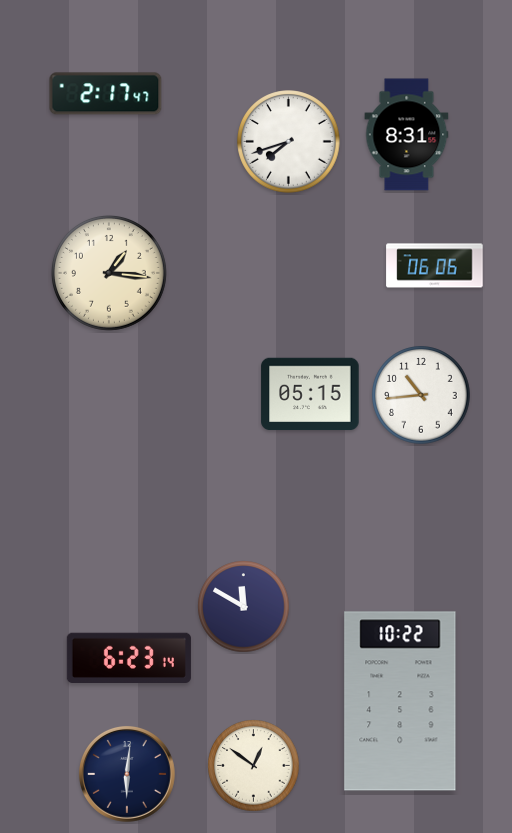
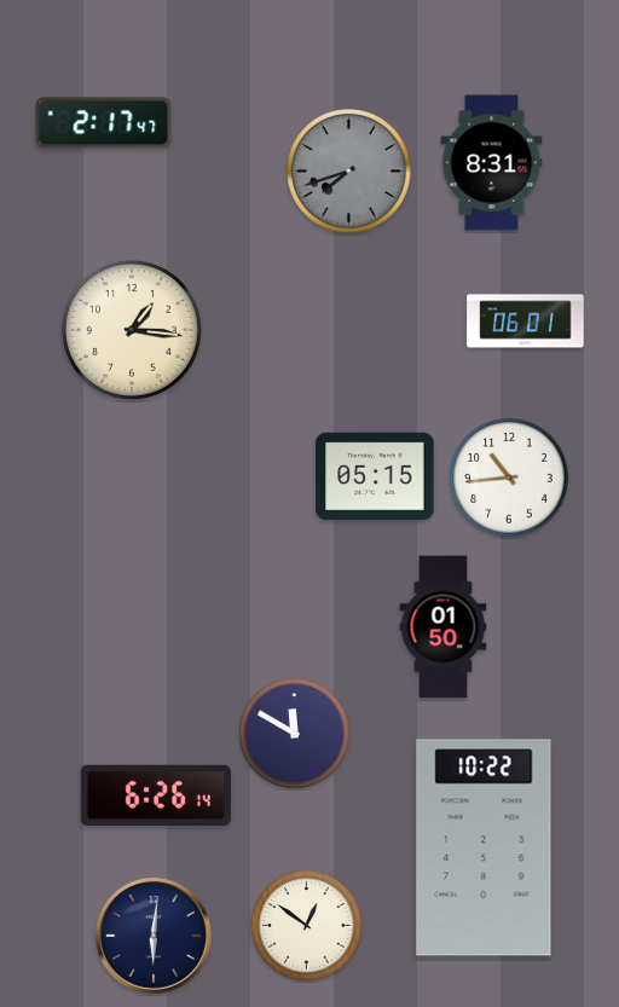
clock at (106, 94) position: (106, 94) -> (104, 123)
clock at (289, 142) dial: white -> grey
clock at (435, 266): 06:06 -> 06:01
clock at (444, 627): none -> 01:50
clock at (129, 658): 6:23 -> 6:26
